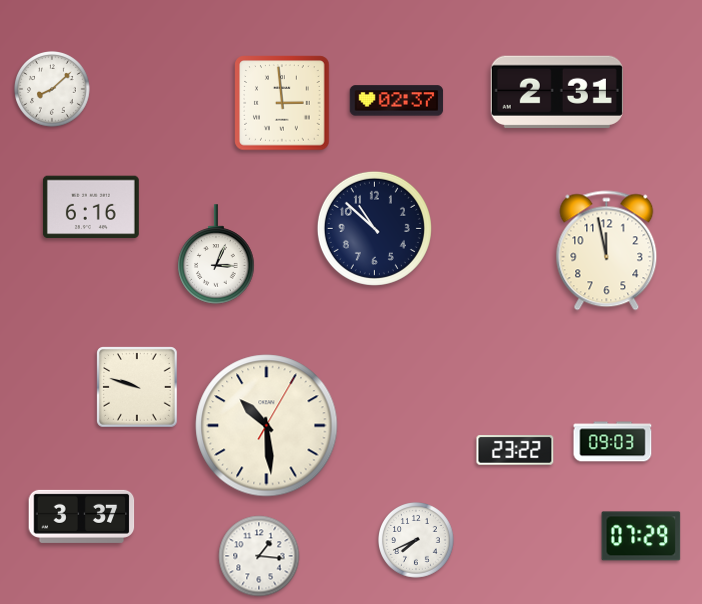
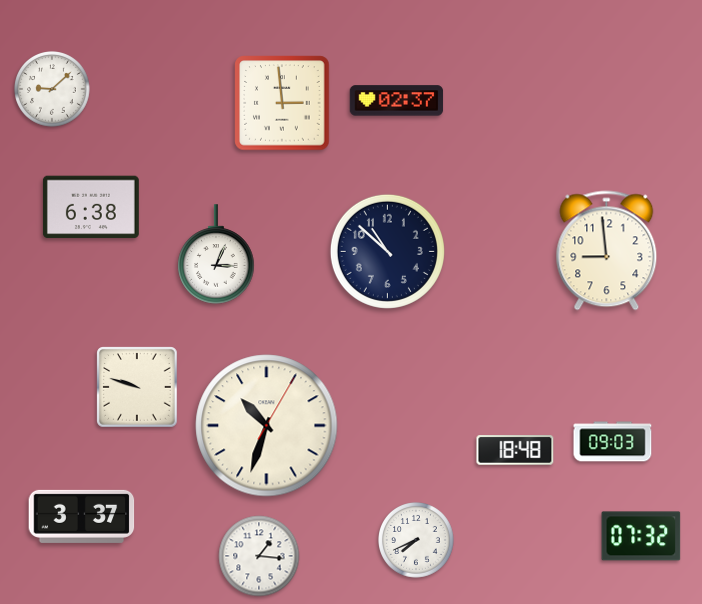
clock at (53, 90): 8:08 -> 9:08
clock at (557, 92): 2:31 -> none
clock at (91, 207): 6:16 -> 6:38
clock at (374, 228) position: (374, 228) -> (387, 251)
clock at (607, 251): 11:58 -> 8:59
clock at (267, 426): 10:29 -> 10:33
clock at (515, 450): 23:22 -> 18:48
clock at (641, 536): 07:29 -> 07:32
